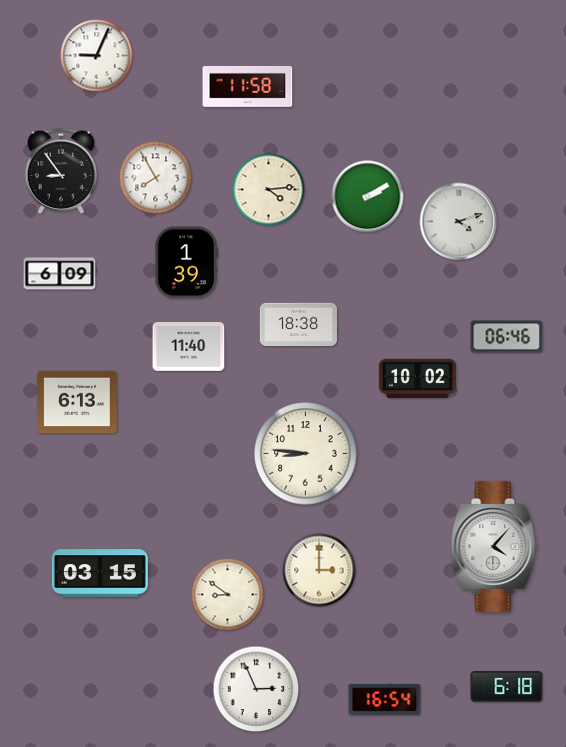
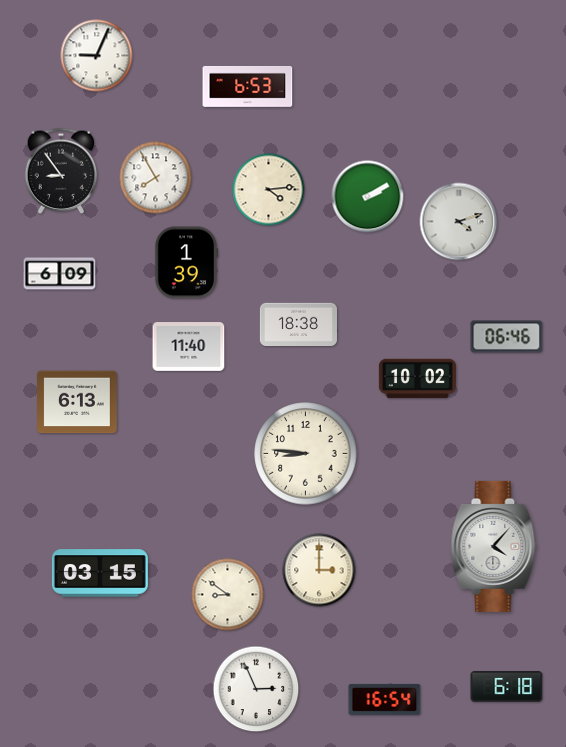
clock at (248, 86): 11:58 -> 6:53
